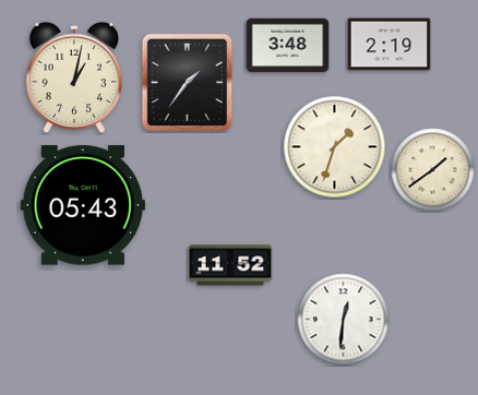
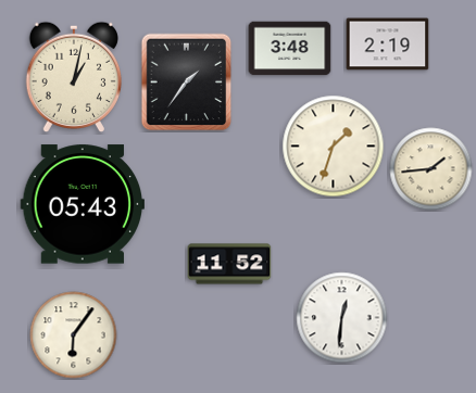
clock at (288, 46) position: (288, 46) -> (290, 49)
clock at (433, 170): 1:39 -> 1:44
clock at (74, 335): none -> 6:06
